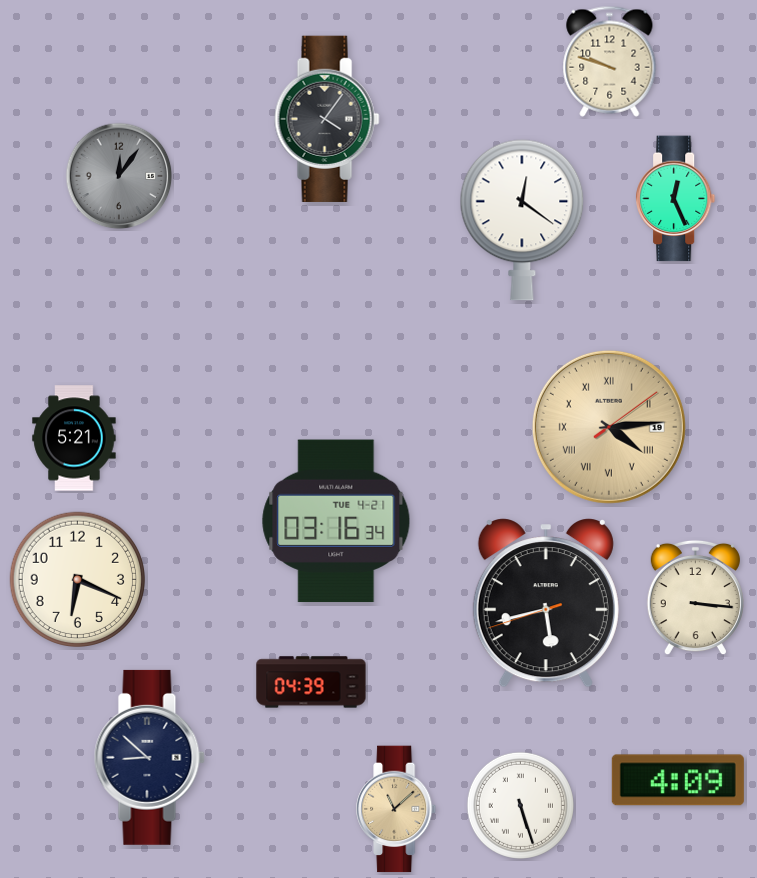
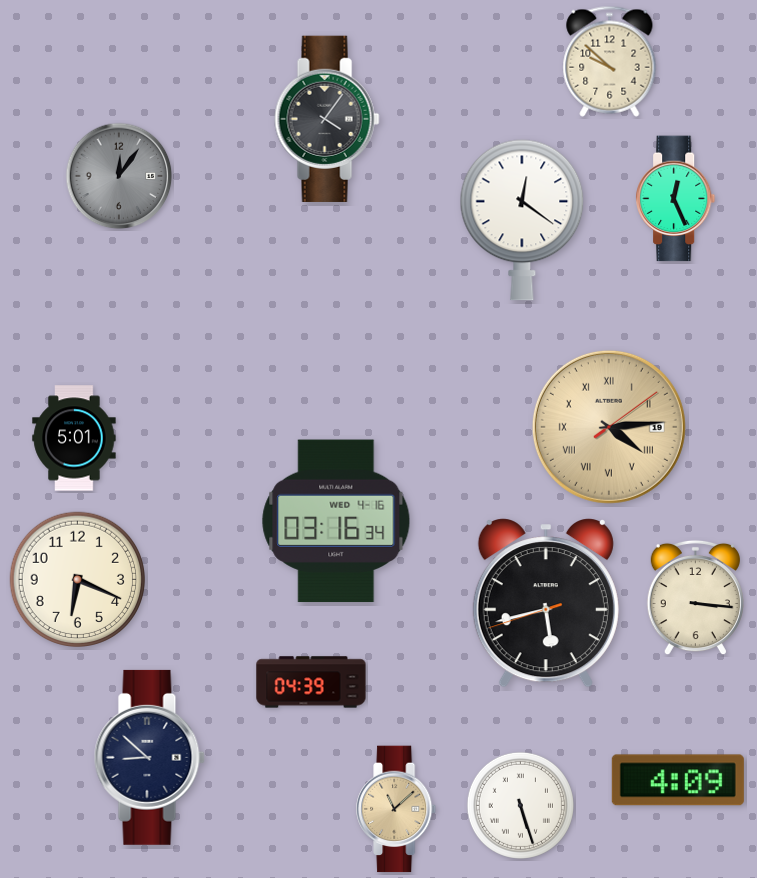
clock at (610, 61): 9:48 -> 9:52
clock at (74, 438): 5:21 -> 5:01
clock at (336, 521) date: TUE 4-21 -> WED 4-16
